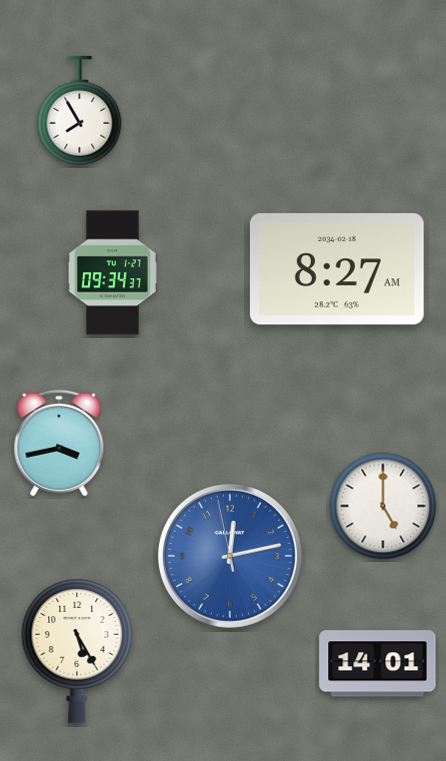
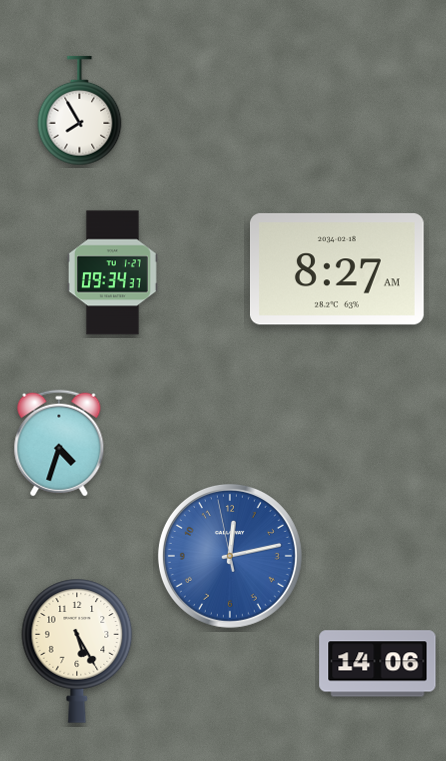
clock at (59, 443): 3:43 -> 4:33
clock at (383, 506): 5:00 -> none
clock at (378, 664): 14:01 -> 14:06
